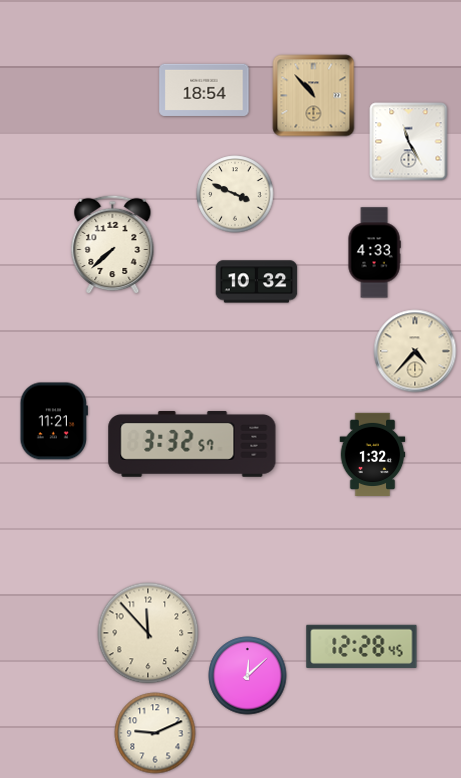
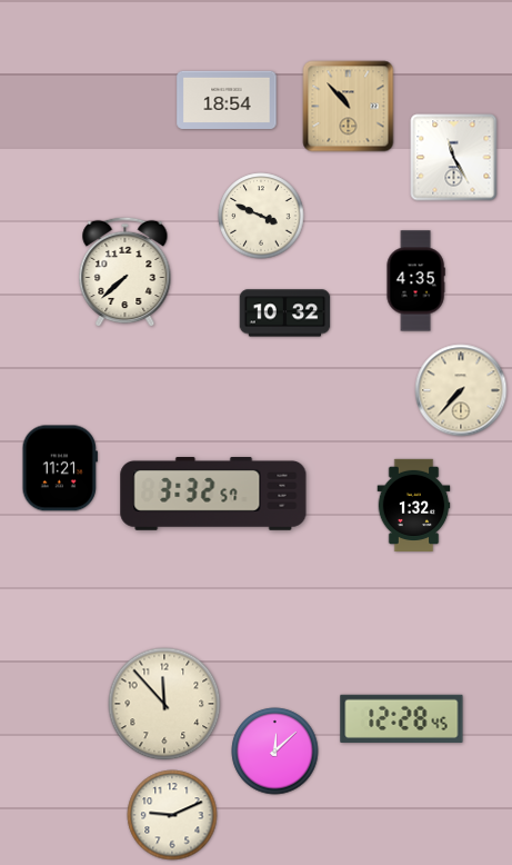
clock at (374, 253): 4:33 -> 4:35
clock at (415, 351): 4:37 -> 7:37
